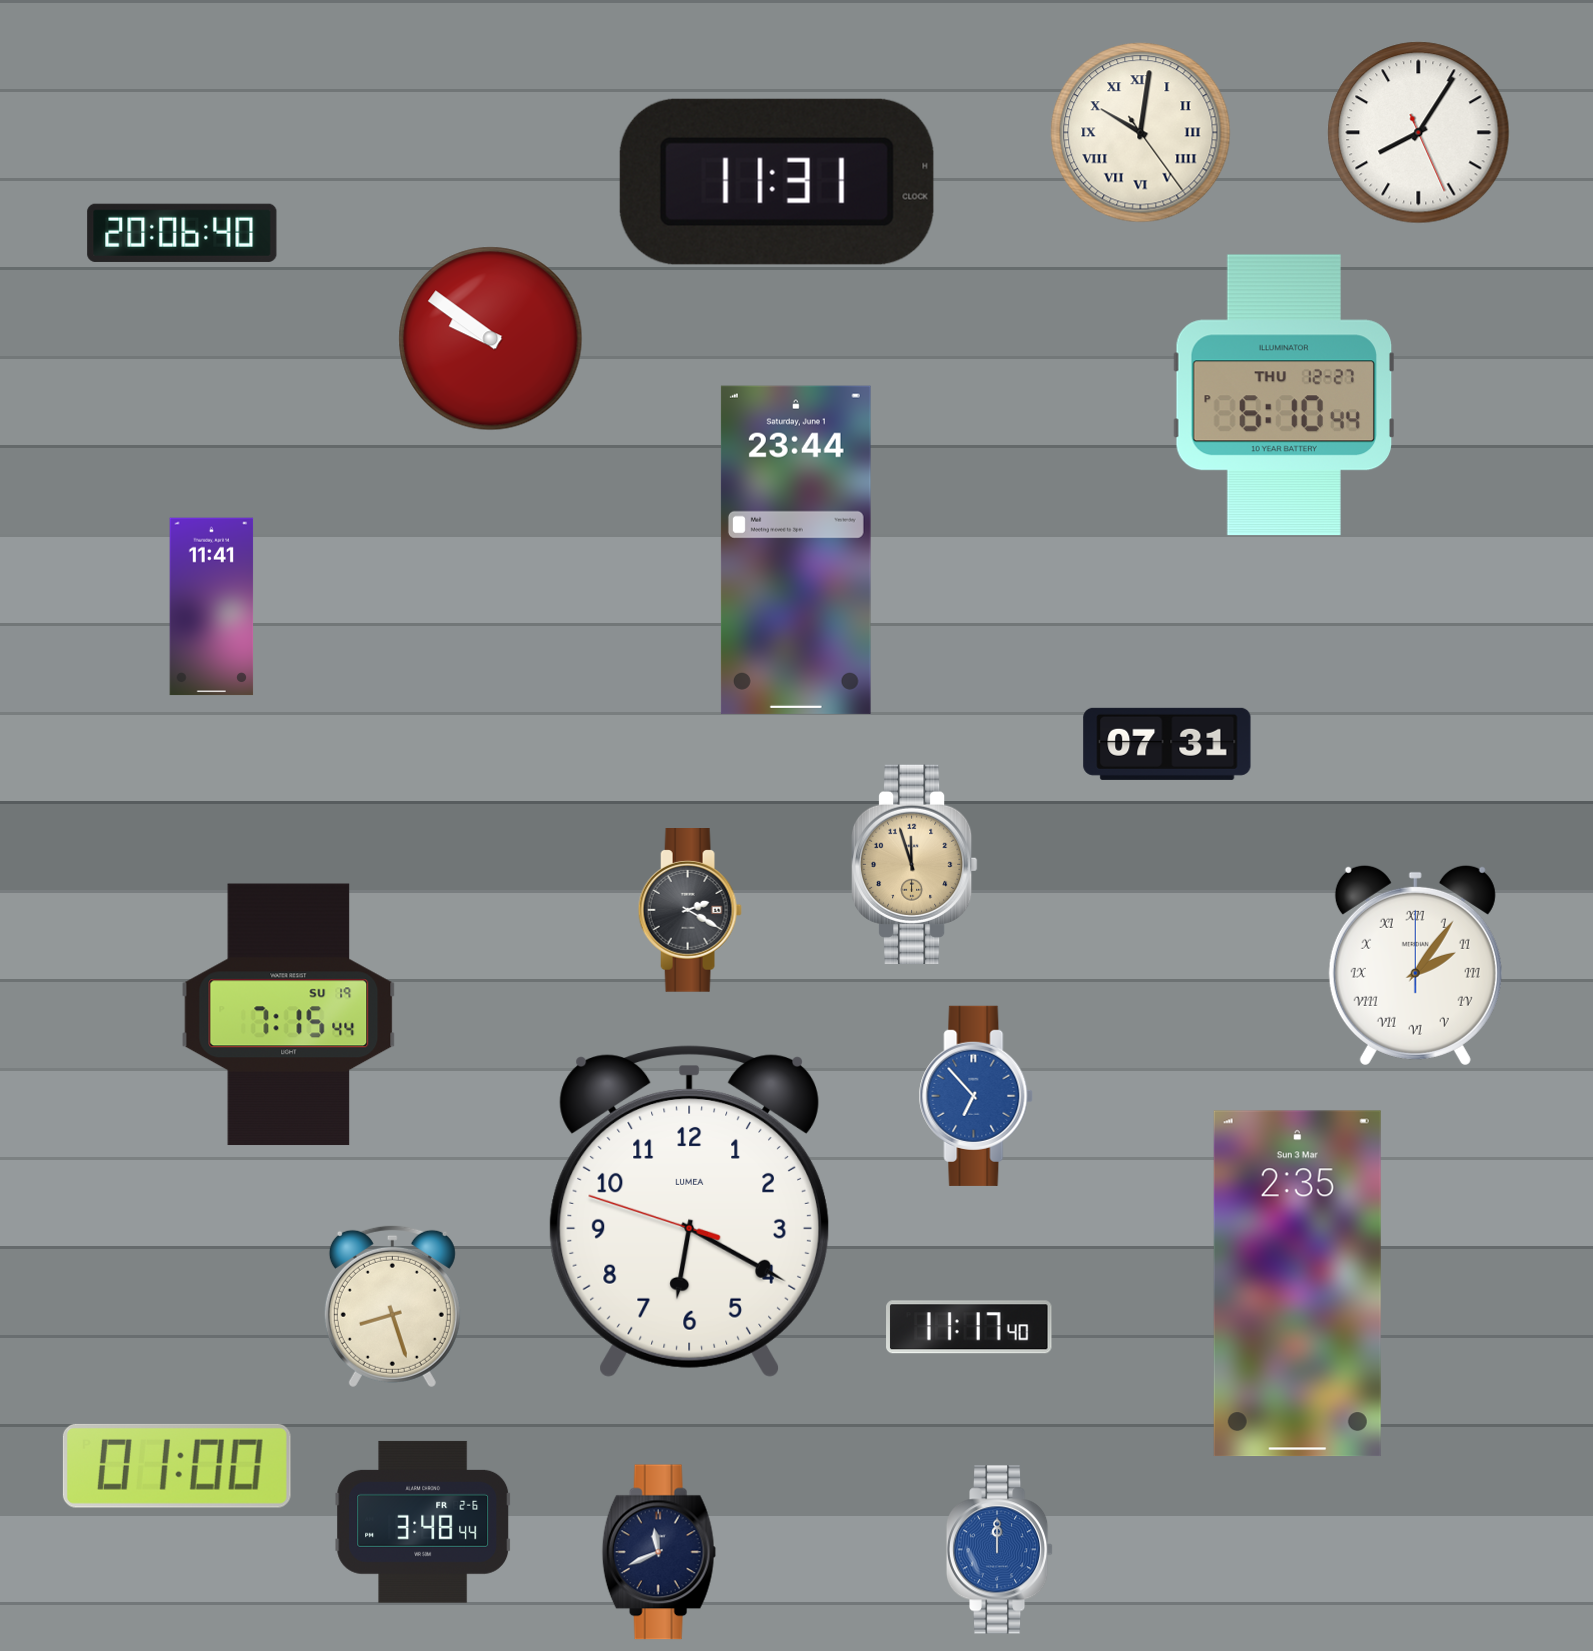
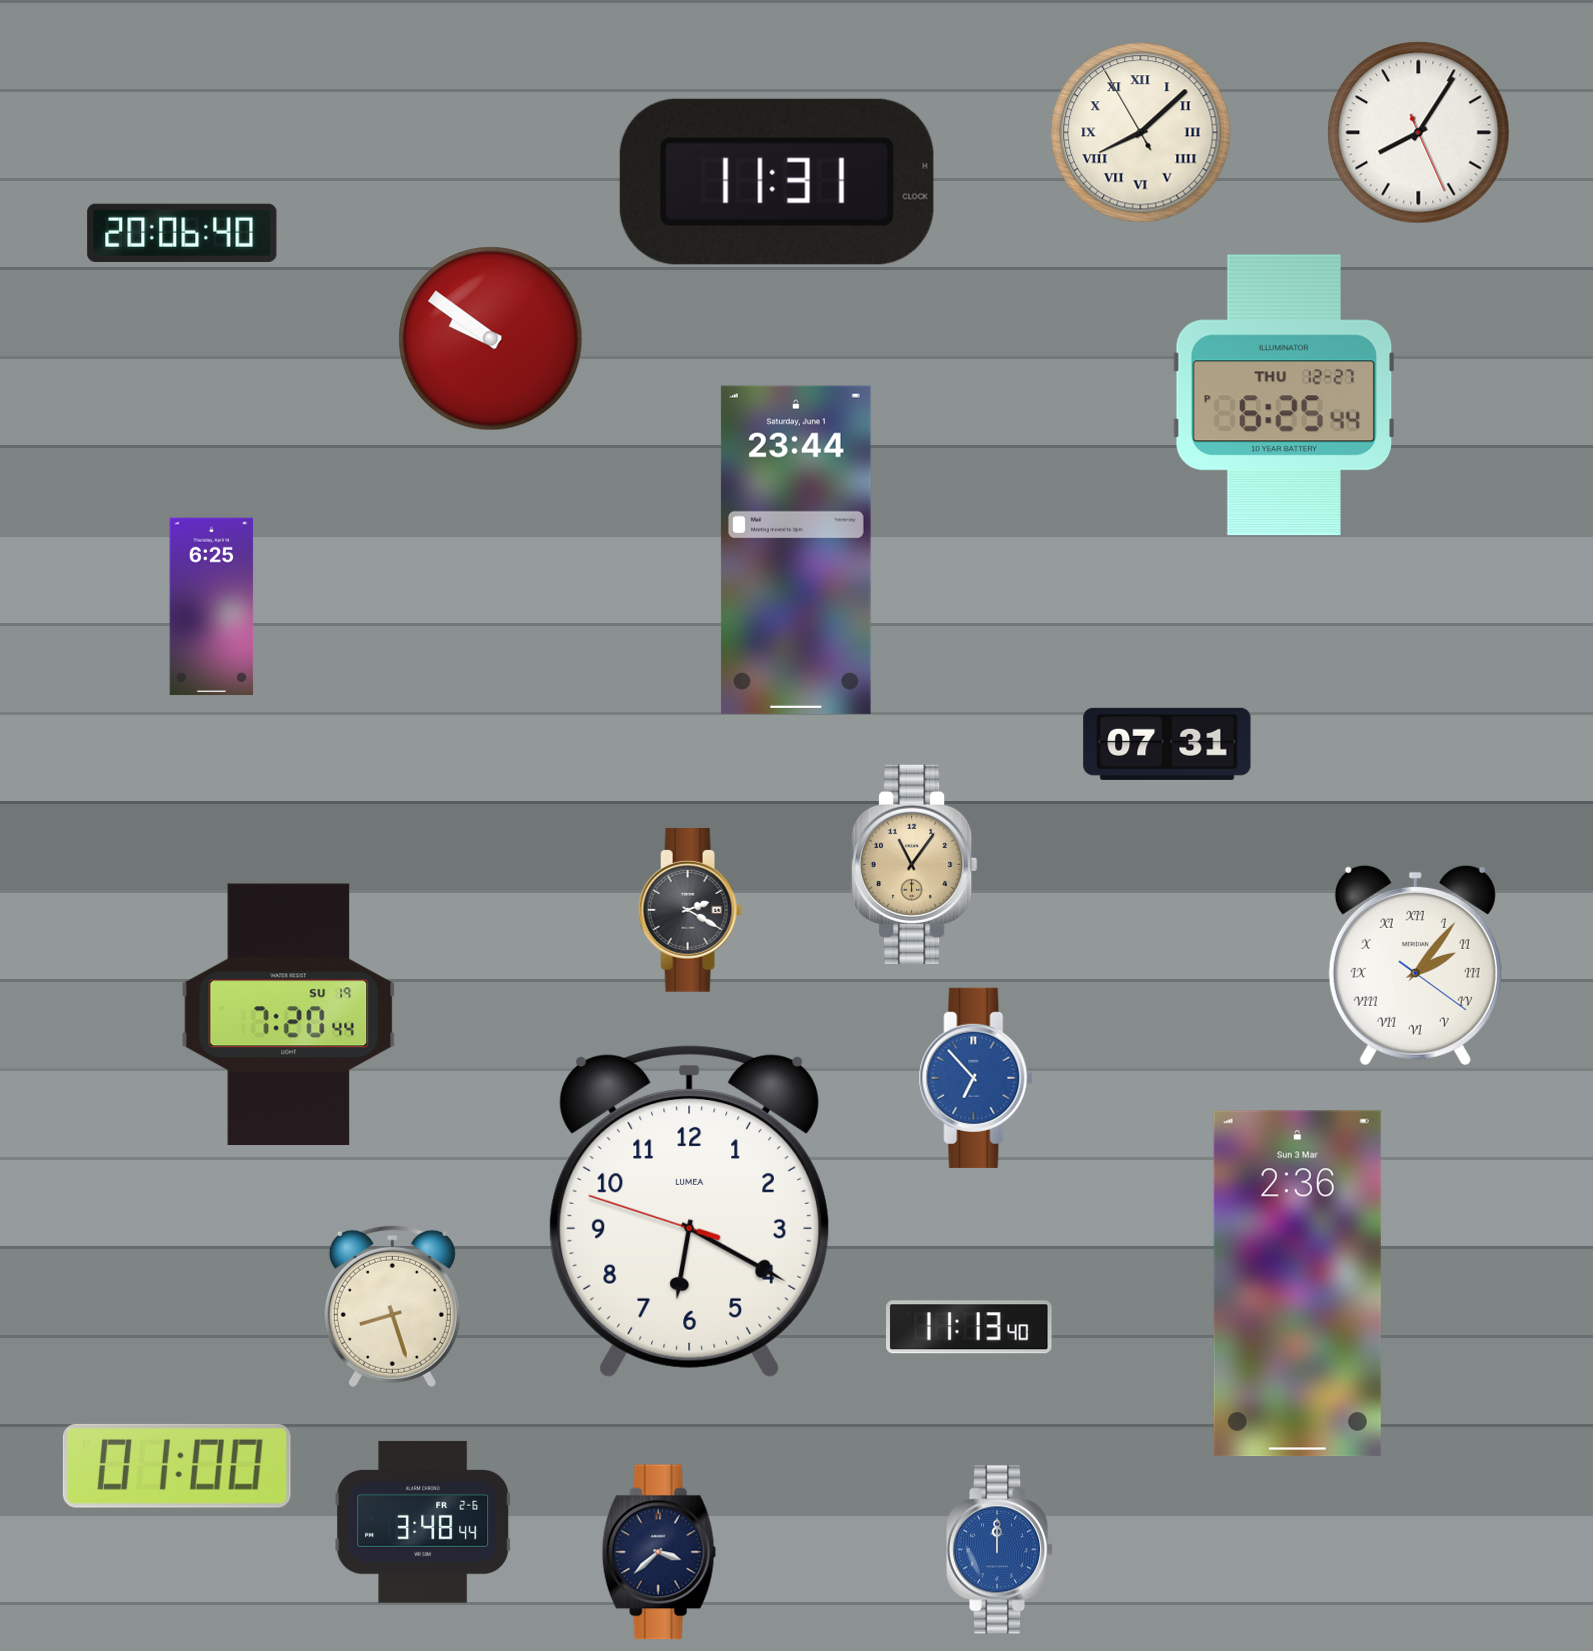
clock at (1141, 133): 10:01 -> 8:07
clock at (1283, 395): 6:10 -> 6:25
clock at (212, 607): 11:41 -> 6:25
clock at (914, 864): 11:57 -> 11:06
clock at (1415, 965): 2:06:00 -> 2:06:21
clock at (289, 1015): 7:15 -> 7:20
clock at (976, 1096) position: (976, 1096) -> (976, 1078)
clock at (1297, 1284): 2:35 -> 2:36
clock at (969, 1327): 11:17 -> 11:13
clock at (659, 1552): 11:41 -> 3:38
